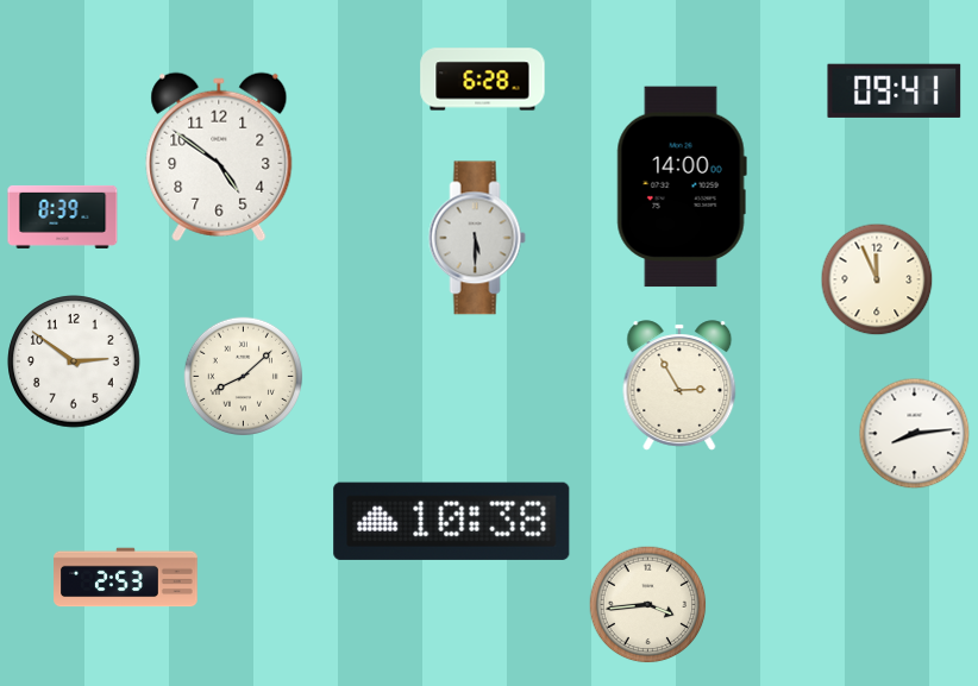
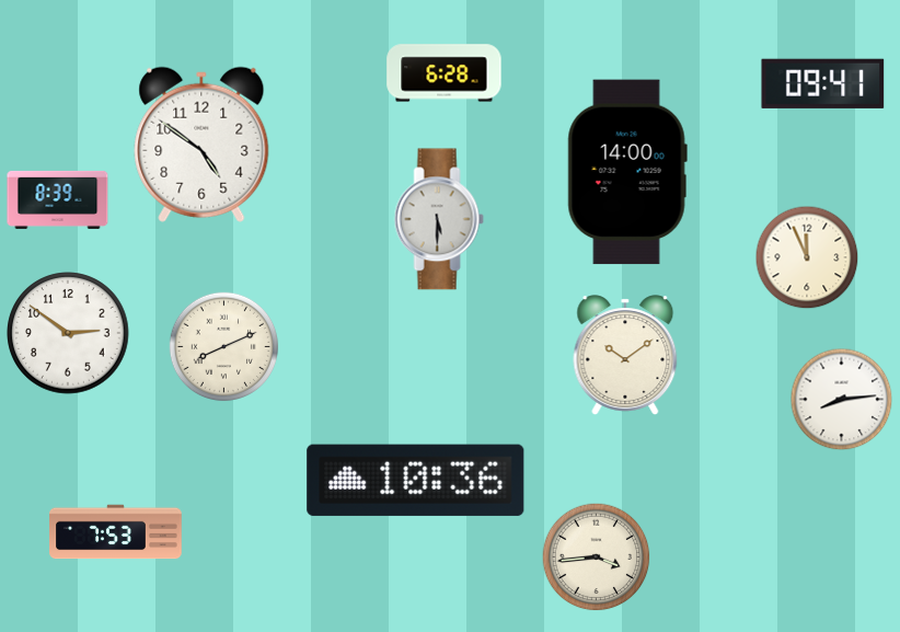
clock at (244, 377): 8:08 -> 8:11
clock at (679, 385): 2:55 -> 10:09
clock at (452, 521): 10:38 -> 10:36
clock at (126, 578): 2:53 -> 7:53
